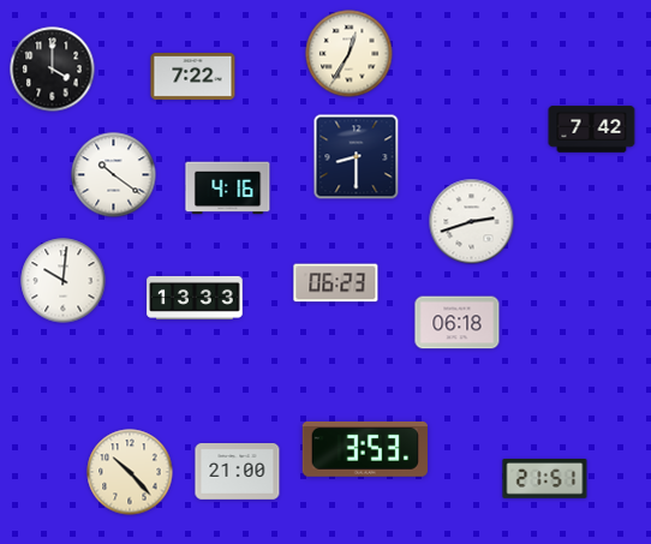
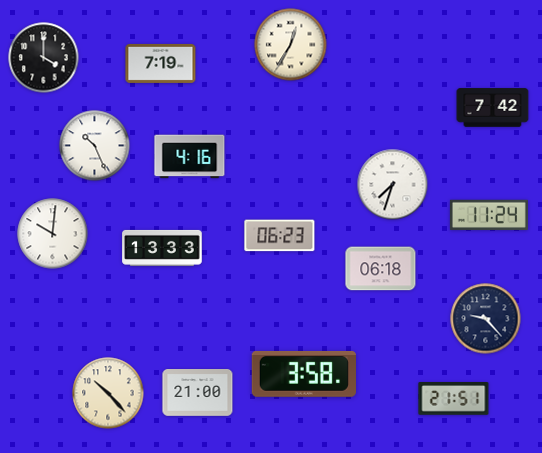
clock at (193, 76): 7:22 -> 7:19
clock at (357, 157): 8:30 -> none
clock at (114, 175): 10:21 -> 10:26
clock at (472, 222): 2:42 -> 7:33
clock at (489, 214): none -> 11:24
clock at (486, 319): none -> 9:23
clock at (365, 449): 3:53 -> 3:58
